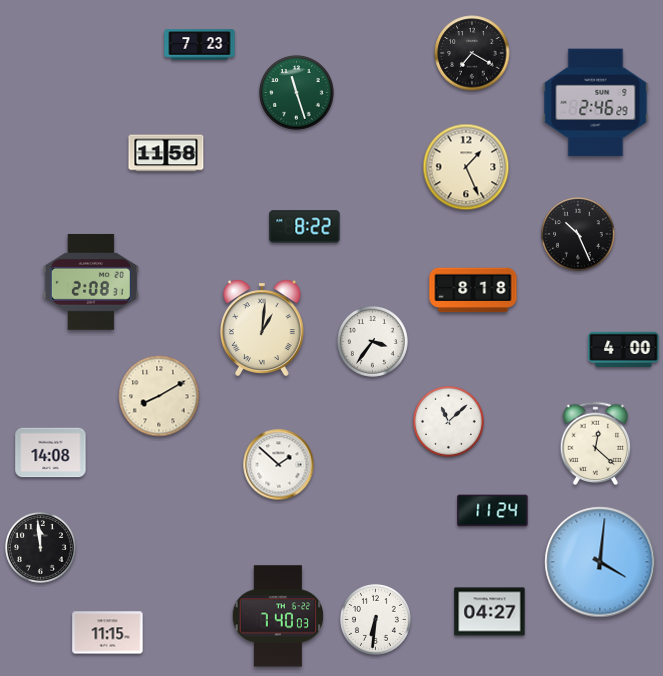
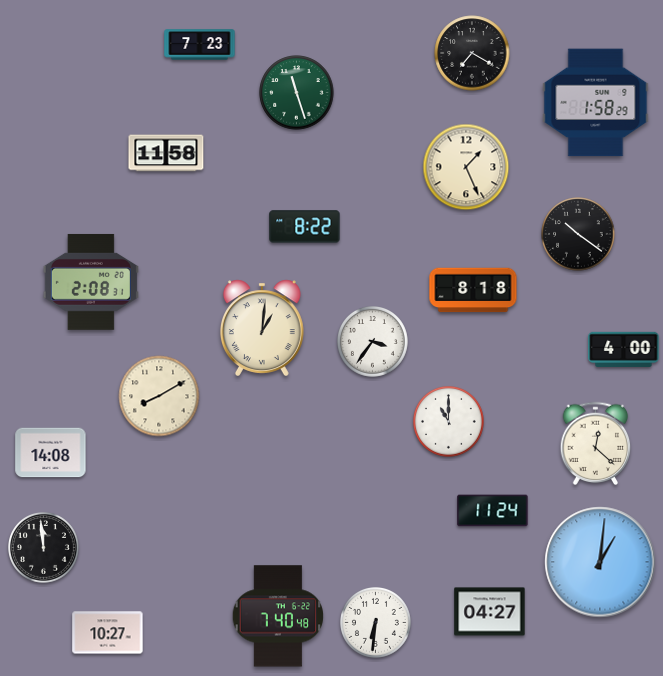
clock at (596, 103): 2:46 -> 1:58
clock at (578, 234): 10:26 -> 10:21
clock at (449, 422): 11:08 -> 11:00
clock at (279, 465): 1:52 -> none
clock at (41, 548) position: (41, 548) -> (44, 548)
clock at (600, 562): 4:01 -> 1:01
clock at (277, 616): 7:40:03 -> 7:40:48
clock at (376, 620) position: (376, 620) -> (376, 623)
clock at (108, 633): 11:15 -> 10:27
